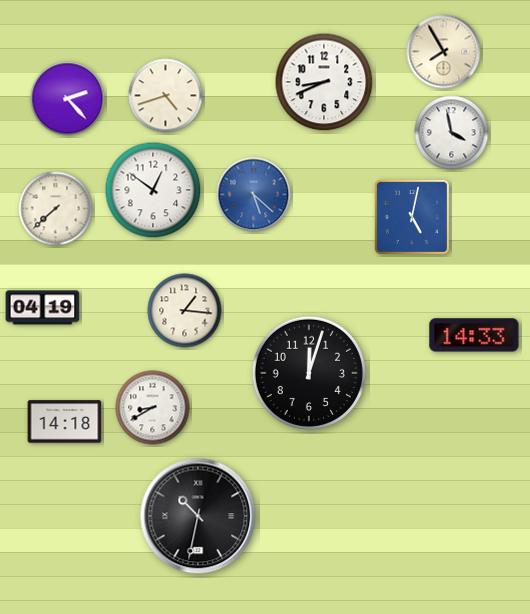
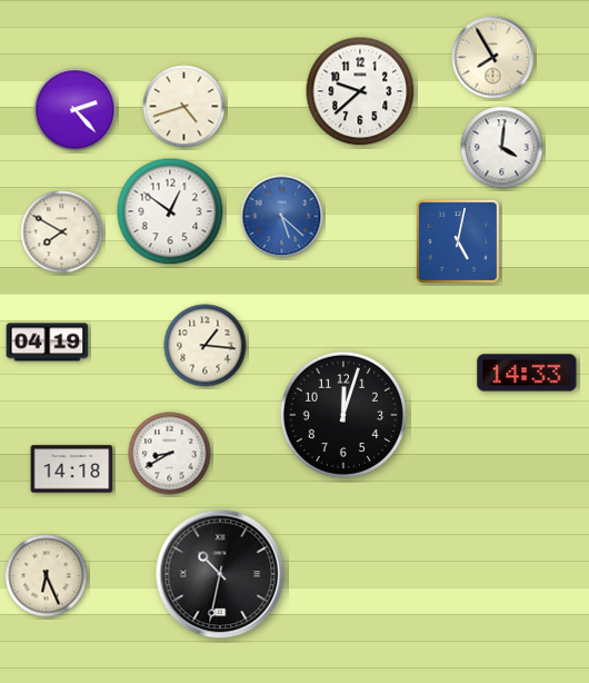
clock at (324, 82): 8:41 -> 9:38
clock at (452, 133): 3:58 -> 4:01
clock at (56, 209): 7:38 -> 7:50
clock at (47, 576): none -> 6:26
